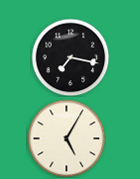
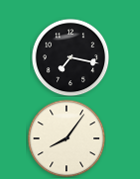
clock at (66, 138): 5:05 -> 8:06
